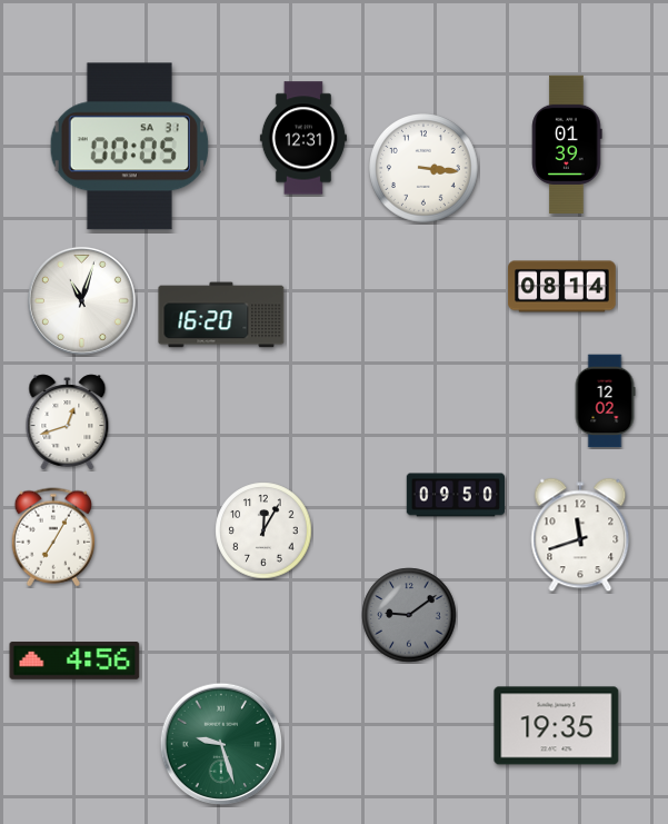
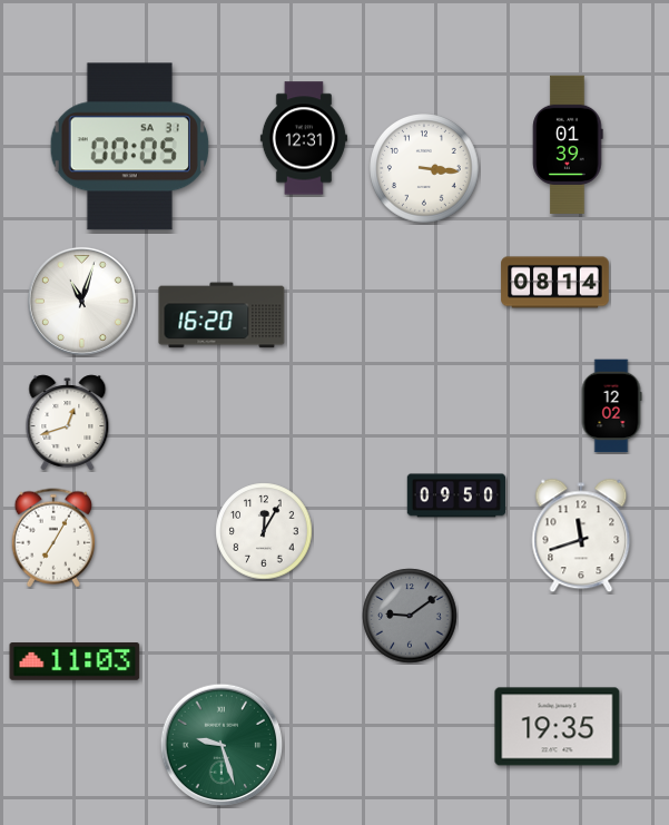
clock at (562, 287) position: (562, 287) -> (555, 283)
clock at (605, 401) position: (605, 401) -> (611, 406)
clock at (74, 662): 4:56 -> 11:03
